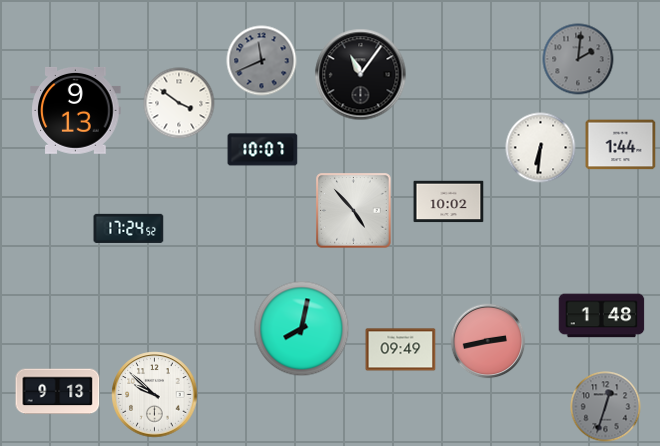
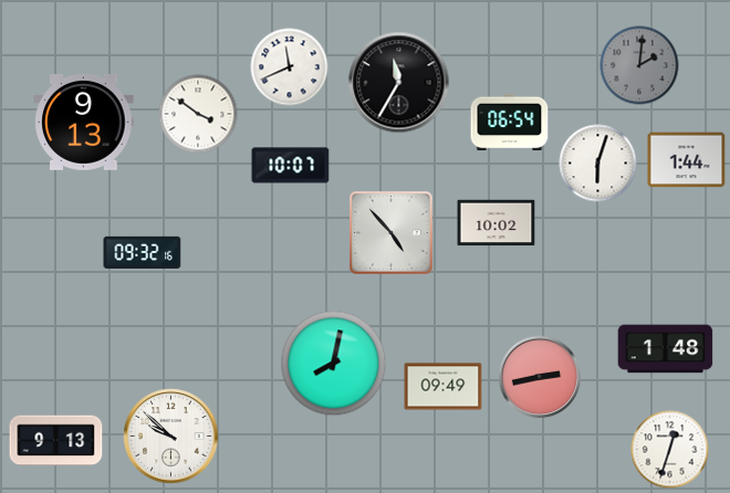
clock at (262, 61) dial: grey -> white
clock at (361, 75): 11:06 -> 11:35
clock at (510, 123): none -> 06:54
clock at (541, 148): 6:31 -> 6:03
clock at (129, 228): 17:24 -> 09:32
clock at (58, 392) position: (58, 392) -> (56, 441)
clock at (606, 407) dial: grey -> white
